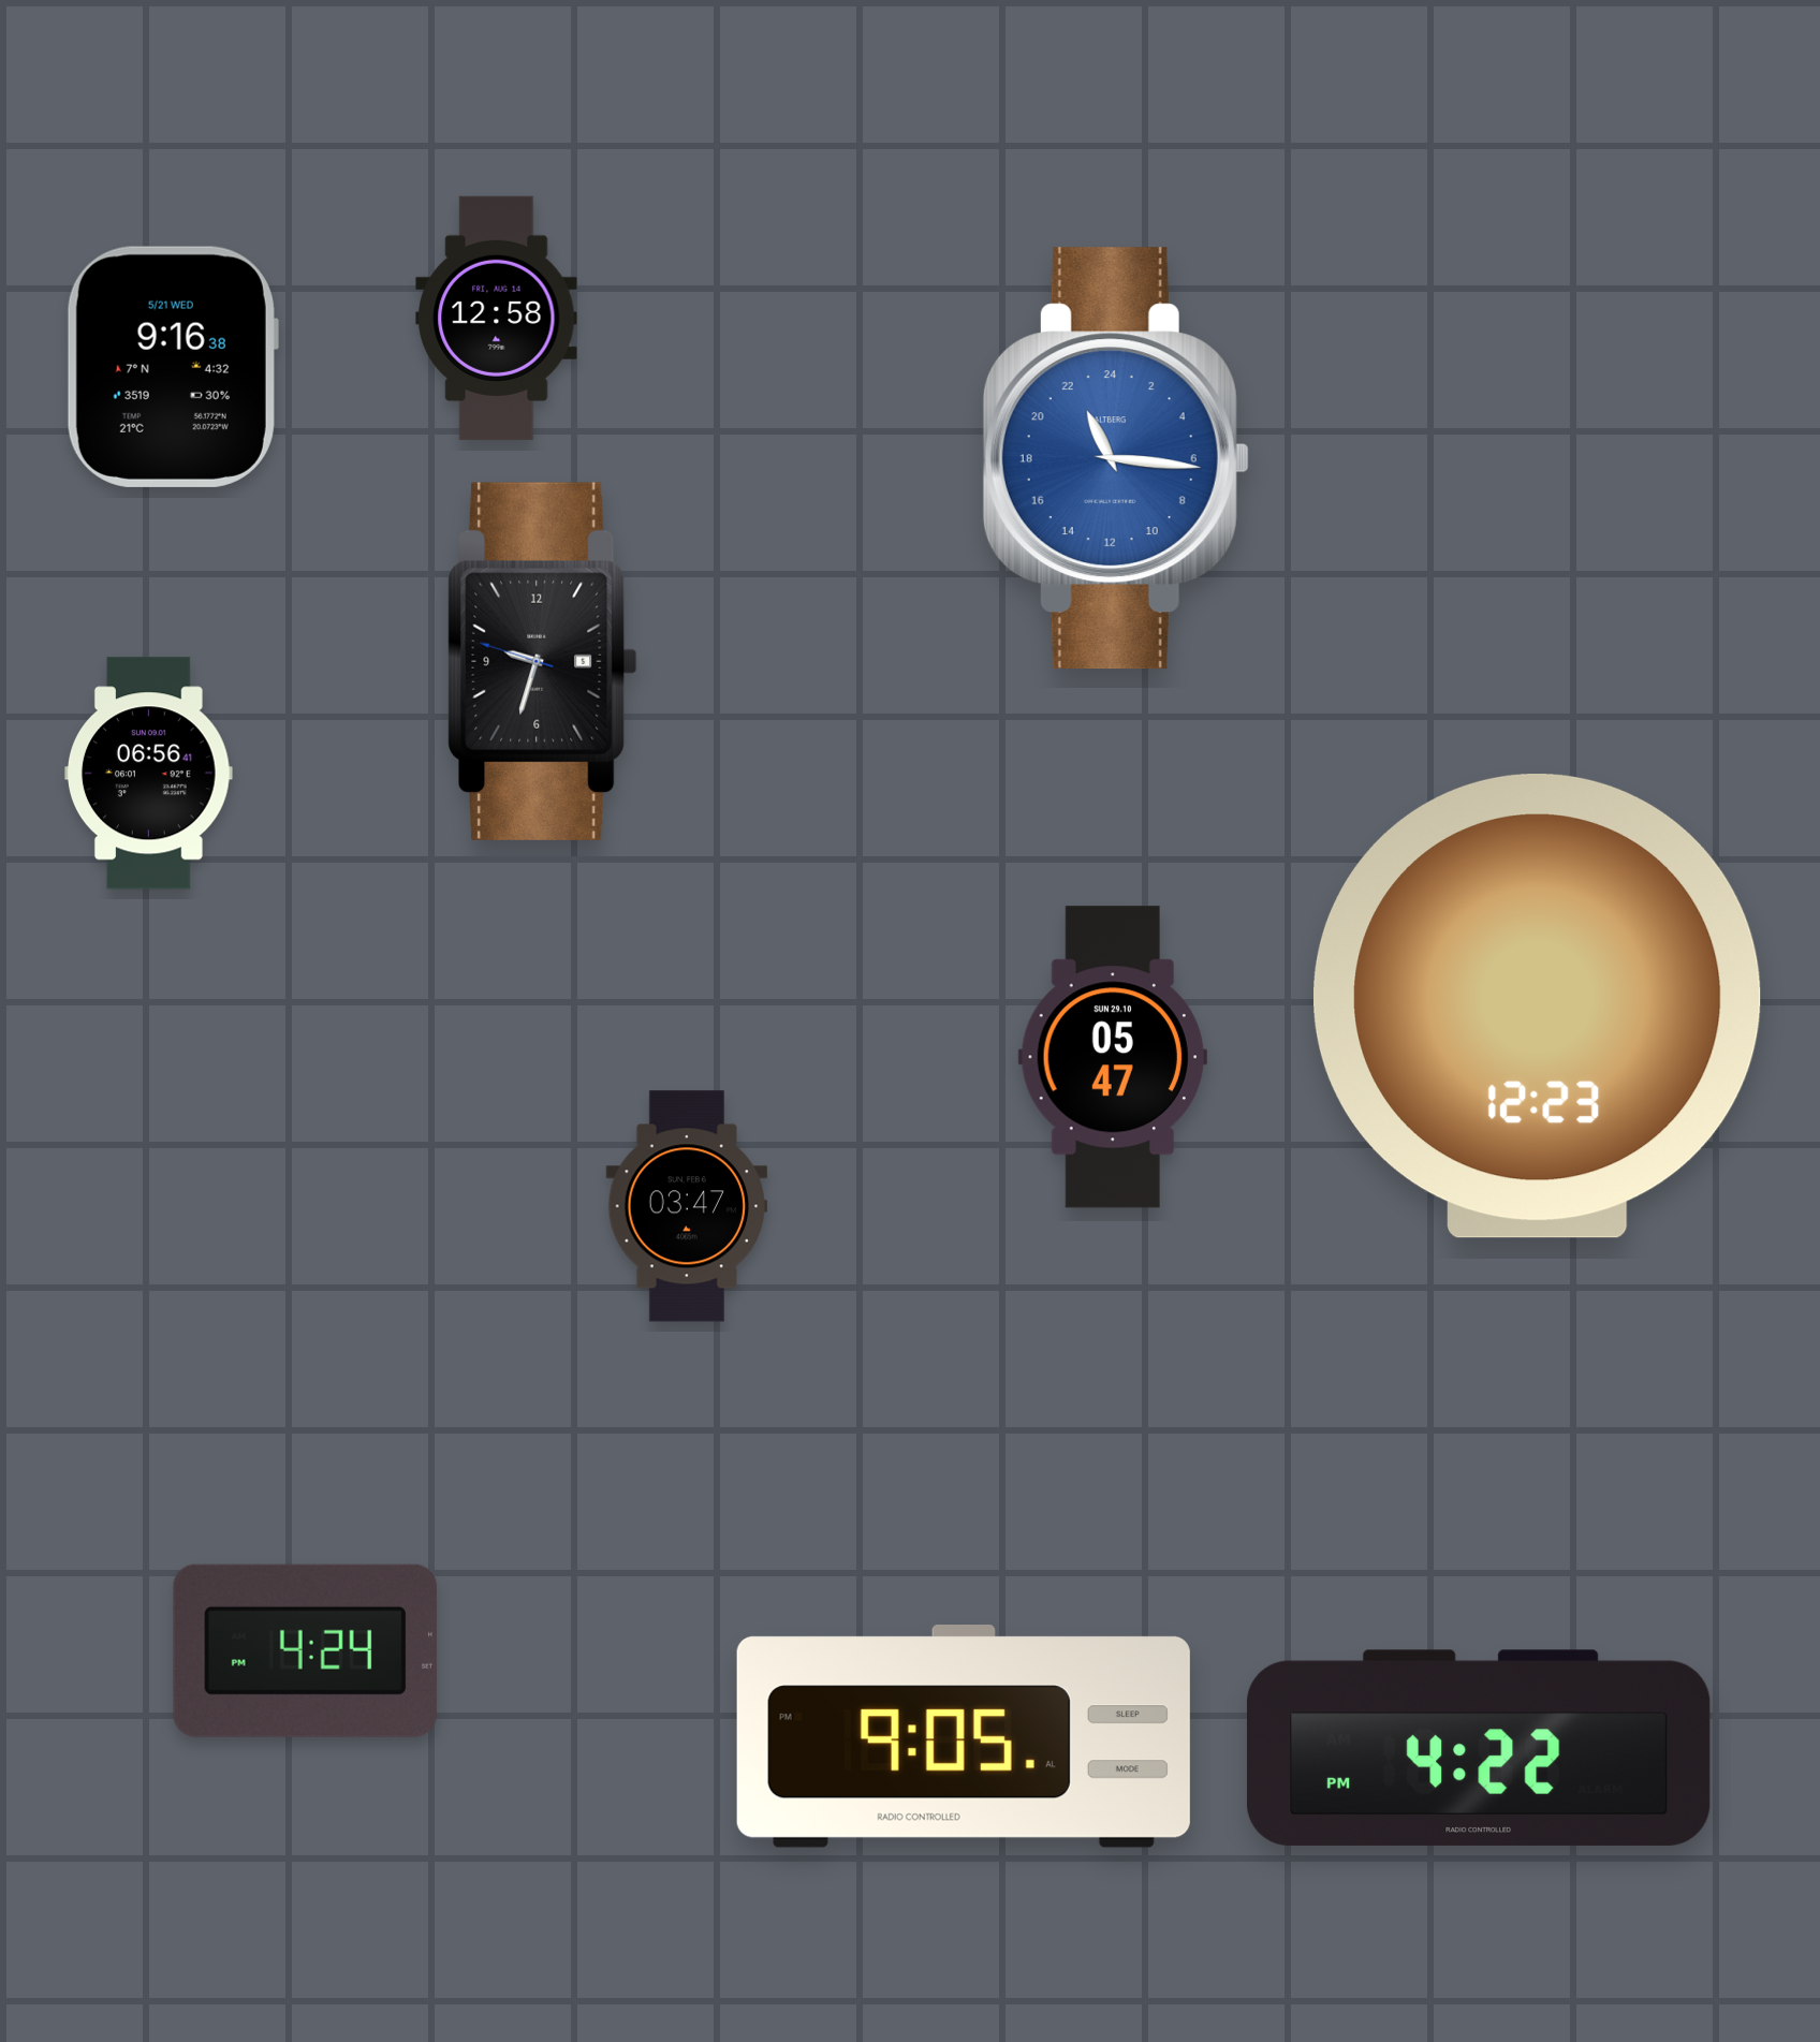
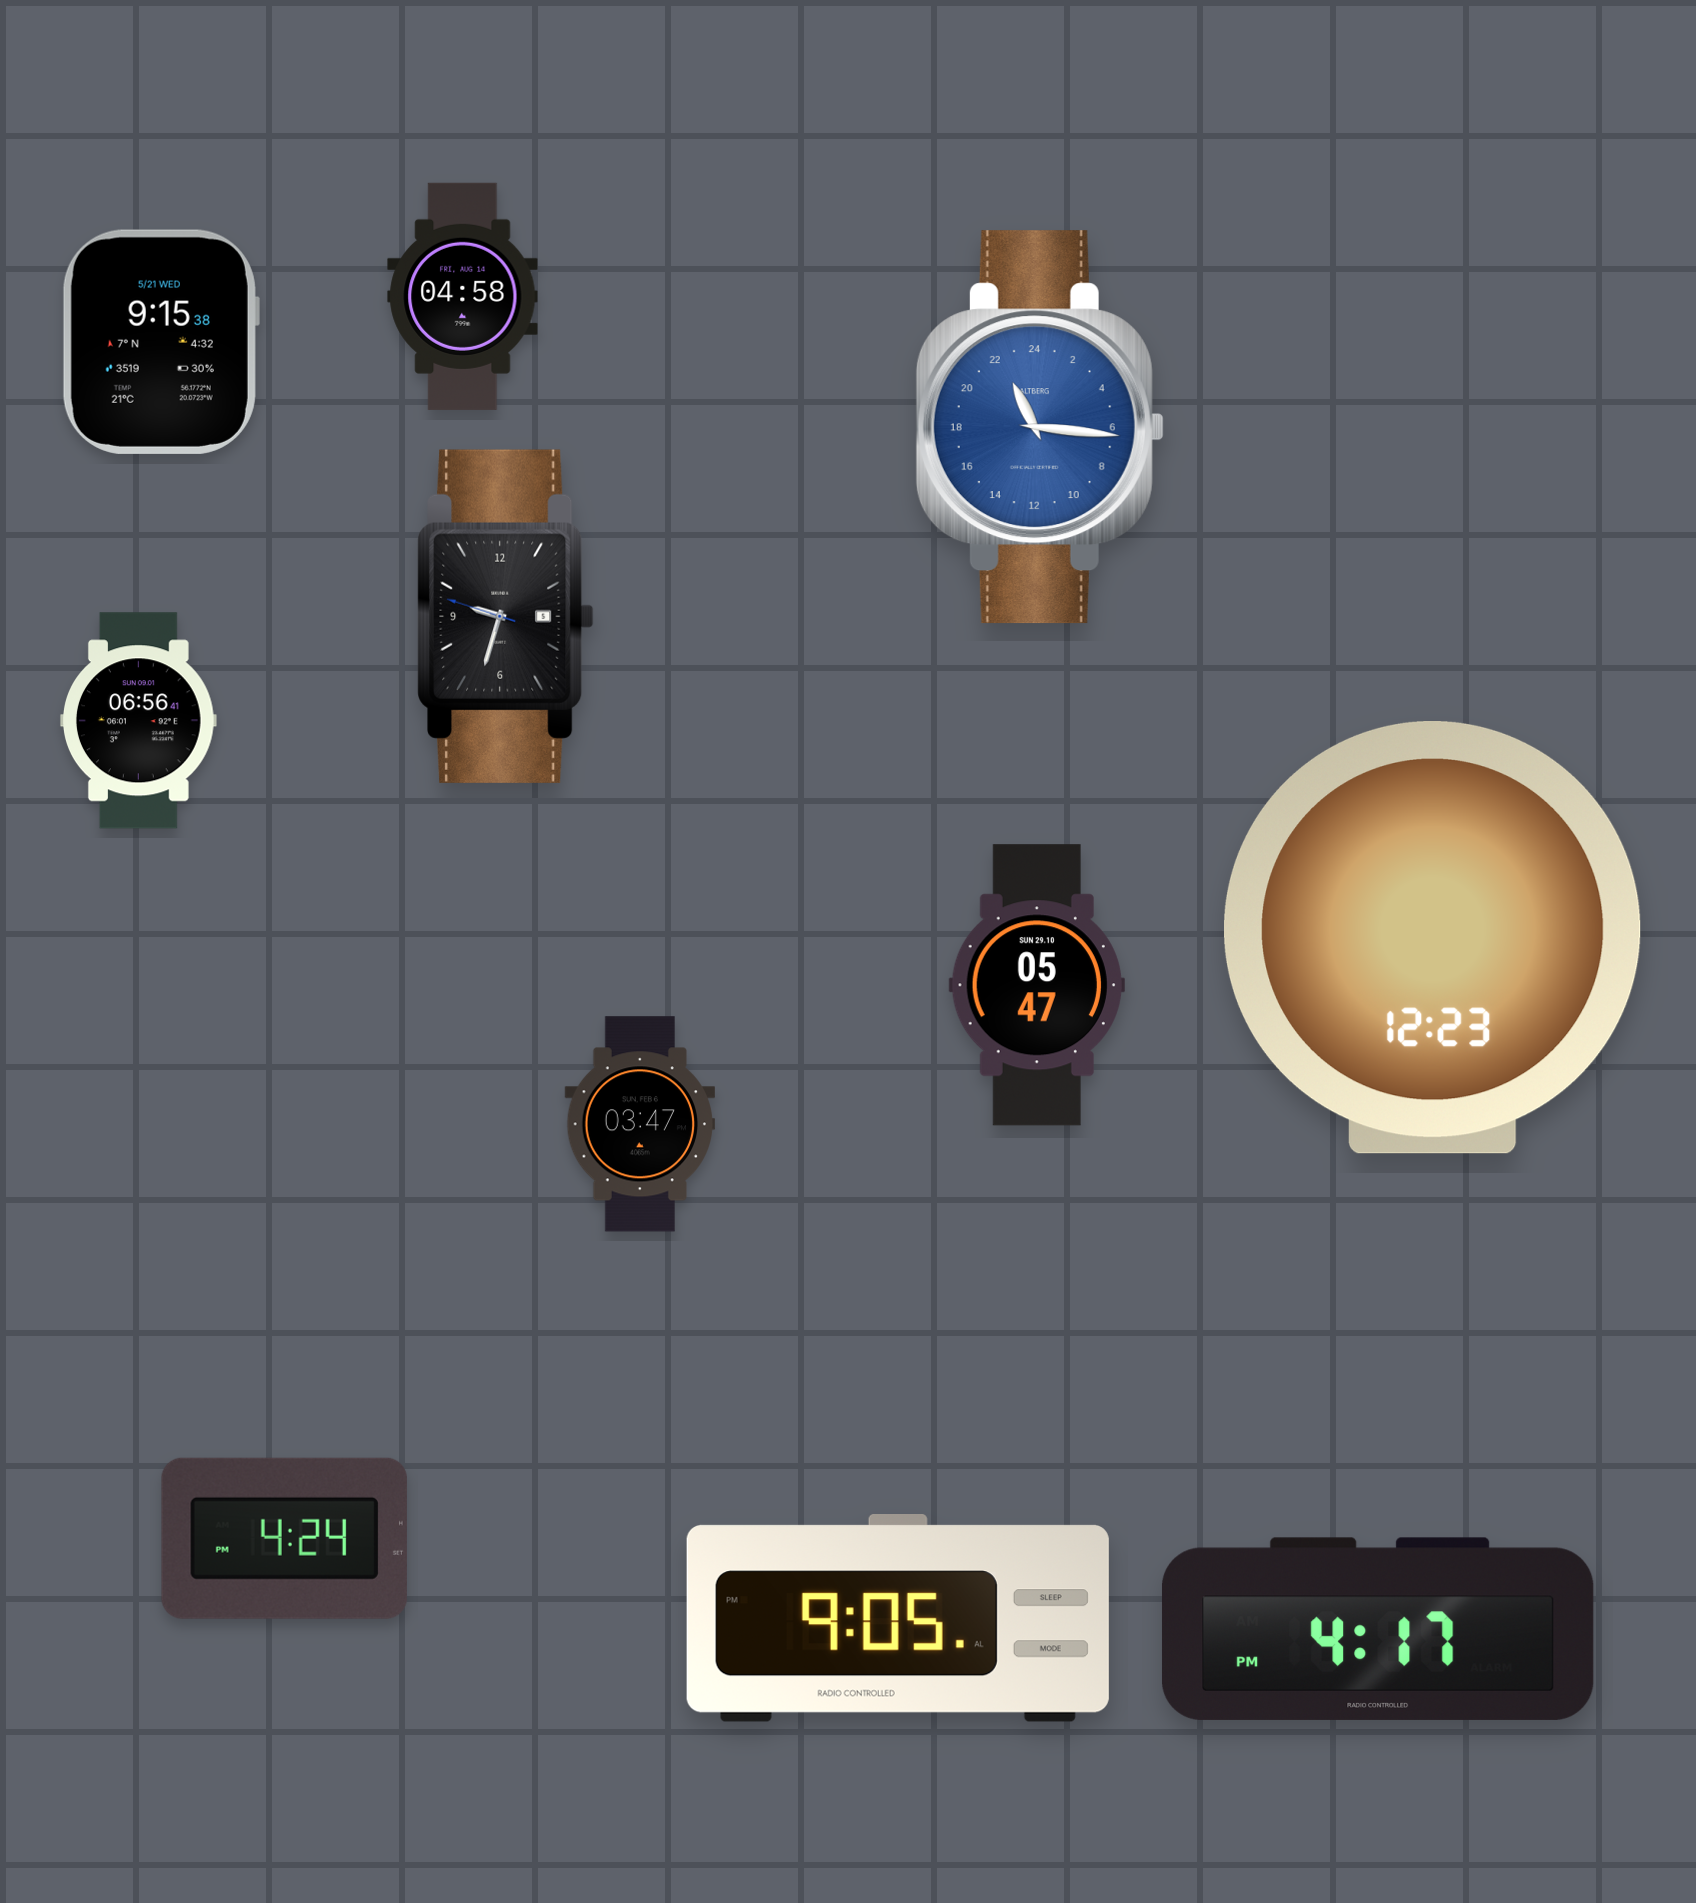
clock at (497, 318): 12:58 -> 04:58
clock at (172, 367): 9:16 -> 9:15
clock at (1479, 1748): 4:22 -> 4:17
